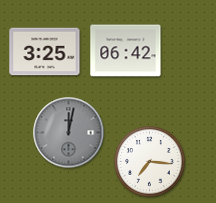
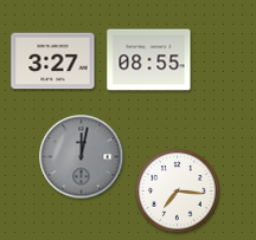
clock at (126, 51): 06:42 -> 08:55
clock at (45, 52): 3:25 -> 3:27
